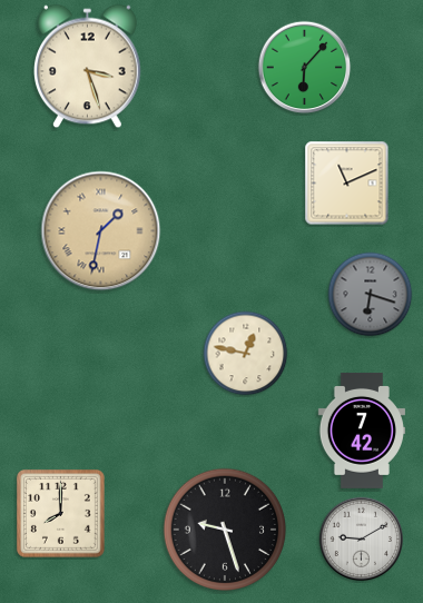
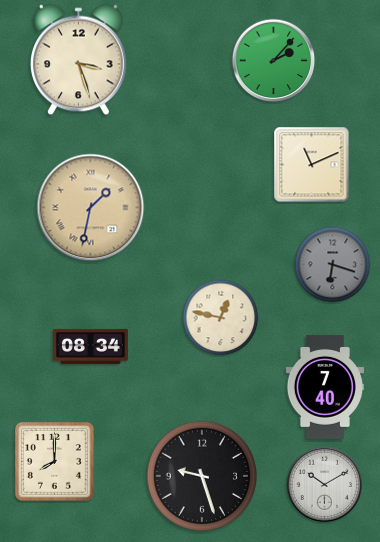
clock at (305, 68): 6:07 -> 2:07
clock at (91, 346): none -> 08:34
clock at (362, 431): 7:42 -> 7:40
clock at (361, 538): 9:10 -> 10:10
